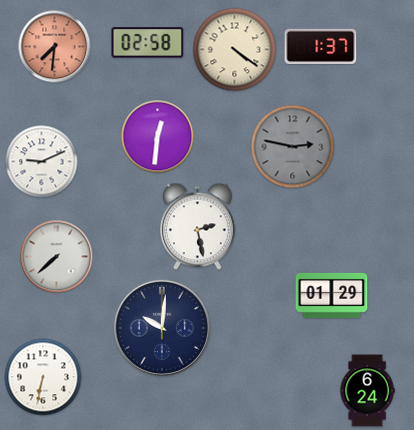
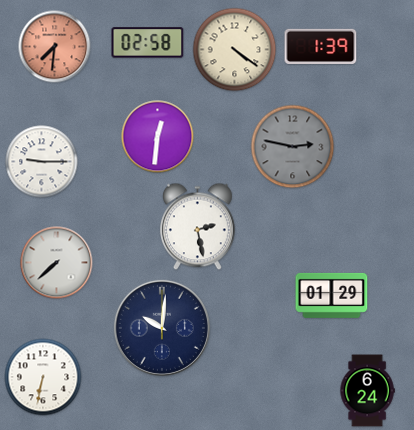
clock at (321, 46): 1:37 -> 1:39
clock at (42, 162): 9:11 -> 9:15
clock at (57, 257) position: (57, 257) -> (57, 263)
